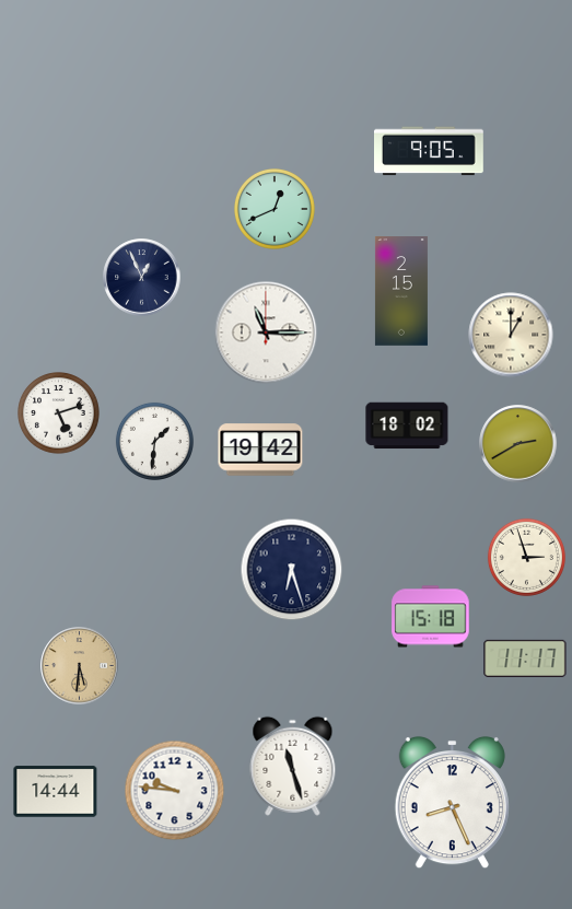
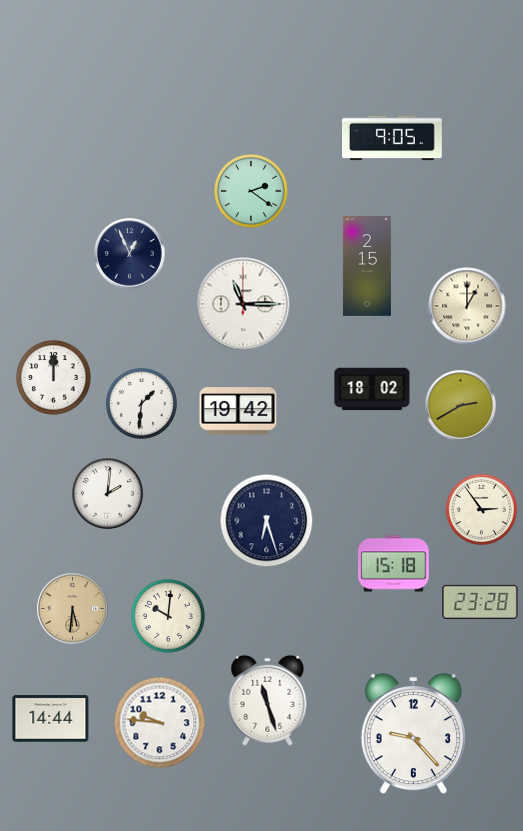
clock at (275, 209): 12:41 -> 2:21
clock at (59, 413): 5:12 -> 12:00
clock at (518, 444) position: (518, 444) -> (461, 406)
clock at (108, 494): none -> 2:01
clock at (526, 557): 2:57 -> 2:54
clock at (525, 659): 11:17 -> 23:28
clock at (168, 616): none -> 10:01
clock at (56, 792) position: (56, 792) -> (51, 719)
clock at (452, 803): 8:26 -> 9:23
